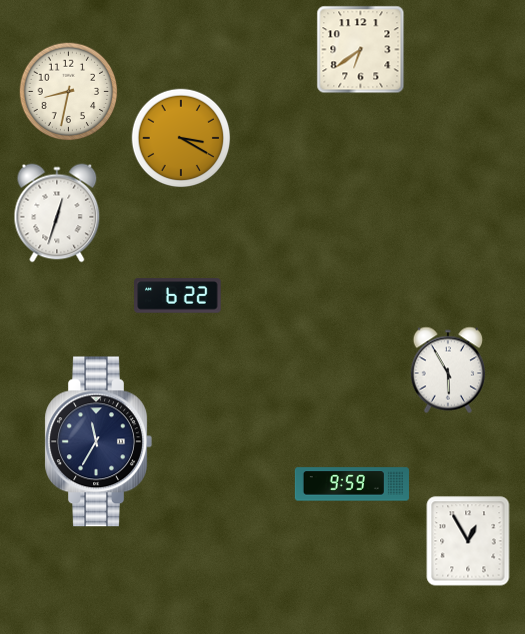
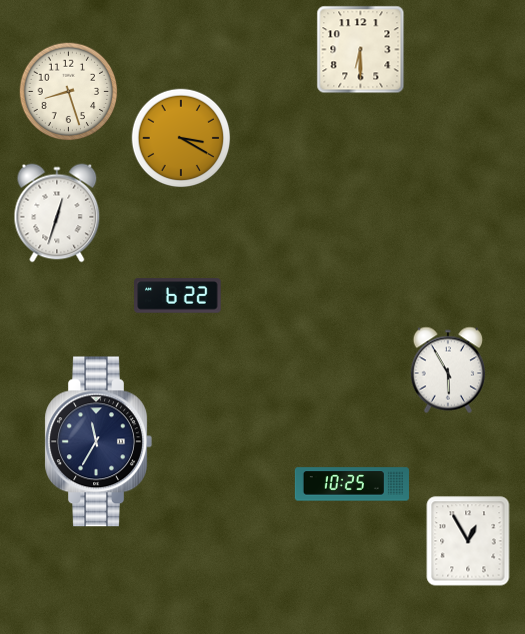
clock at (361, 50): 6:39 -> 6:30
clock at (69, 92): 8:32 -> 8:27
clock at (352, 484): 9:59 -> 10:25
